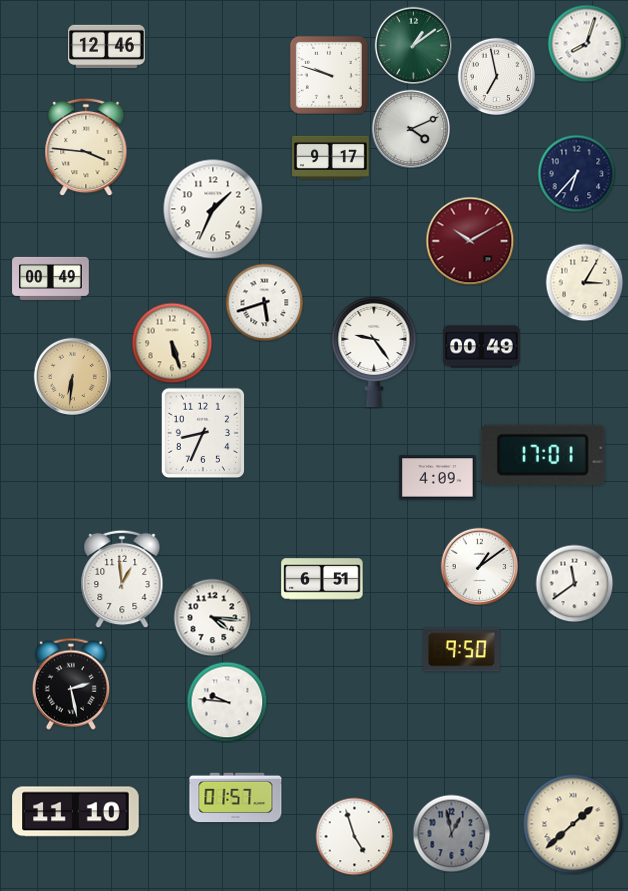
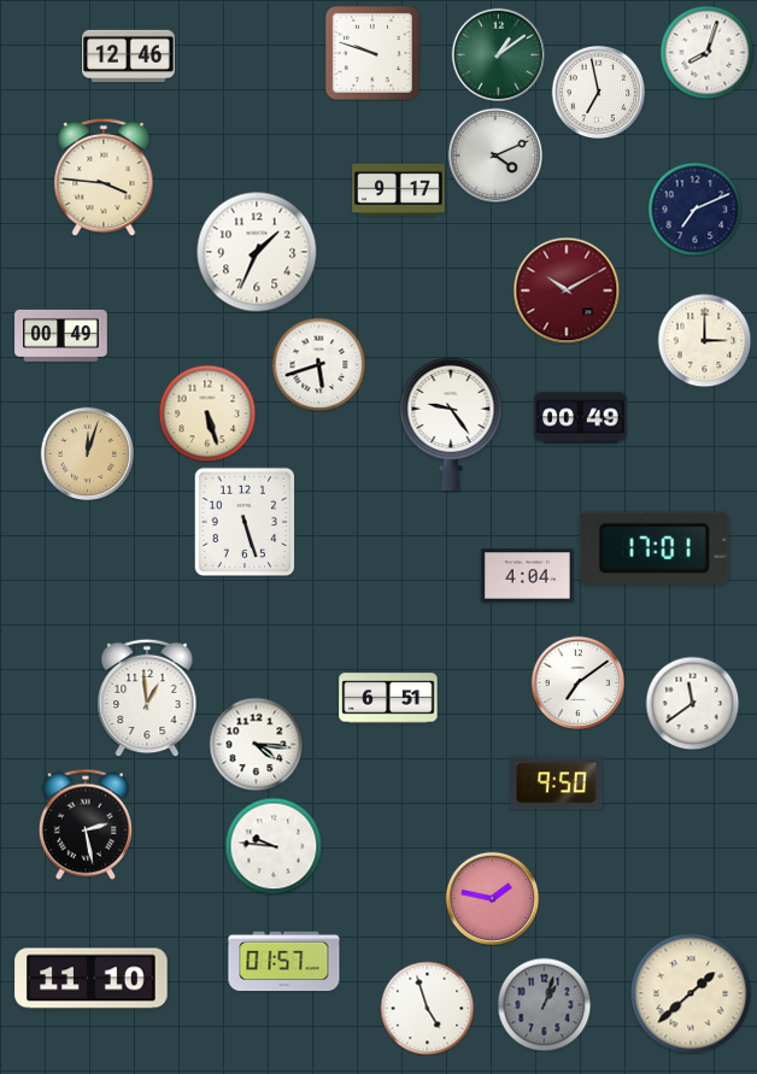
clock at (329, 75) position: (329, 75) -> (372, 53)
clock at (576, 173): 6:37 -> 7:11
clock at (584, 282): 3:05 -> 3:00
clock at (72, 376): 6:31 -> 12:03
clock at (203, 433): 8:34 -> 5:27
clock at (438, 478): 4:09 -> 4:04
clock at (479, 566): 1:09 -> 7:09
clock at (492, 898): none -> 1:47
clock at (451, 833): 12:58 -> 1:03
